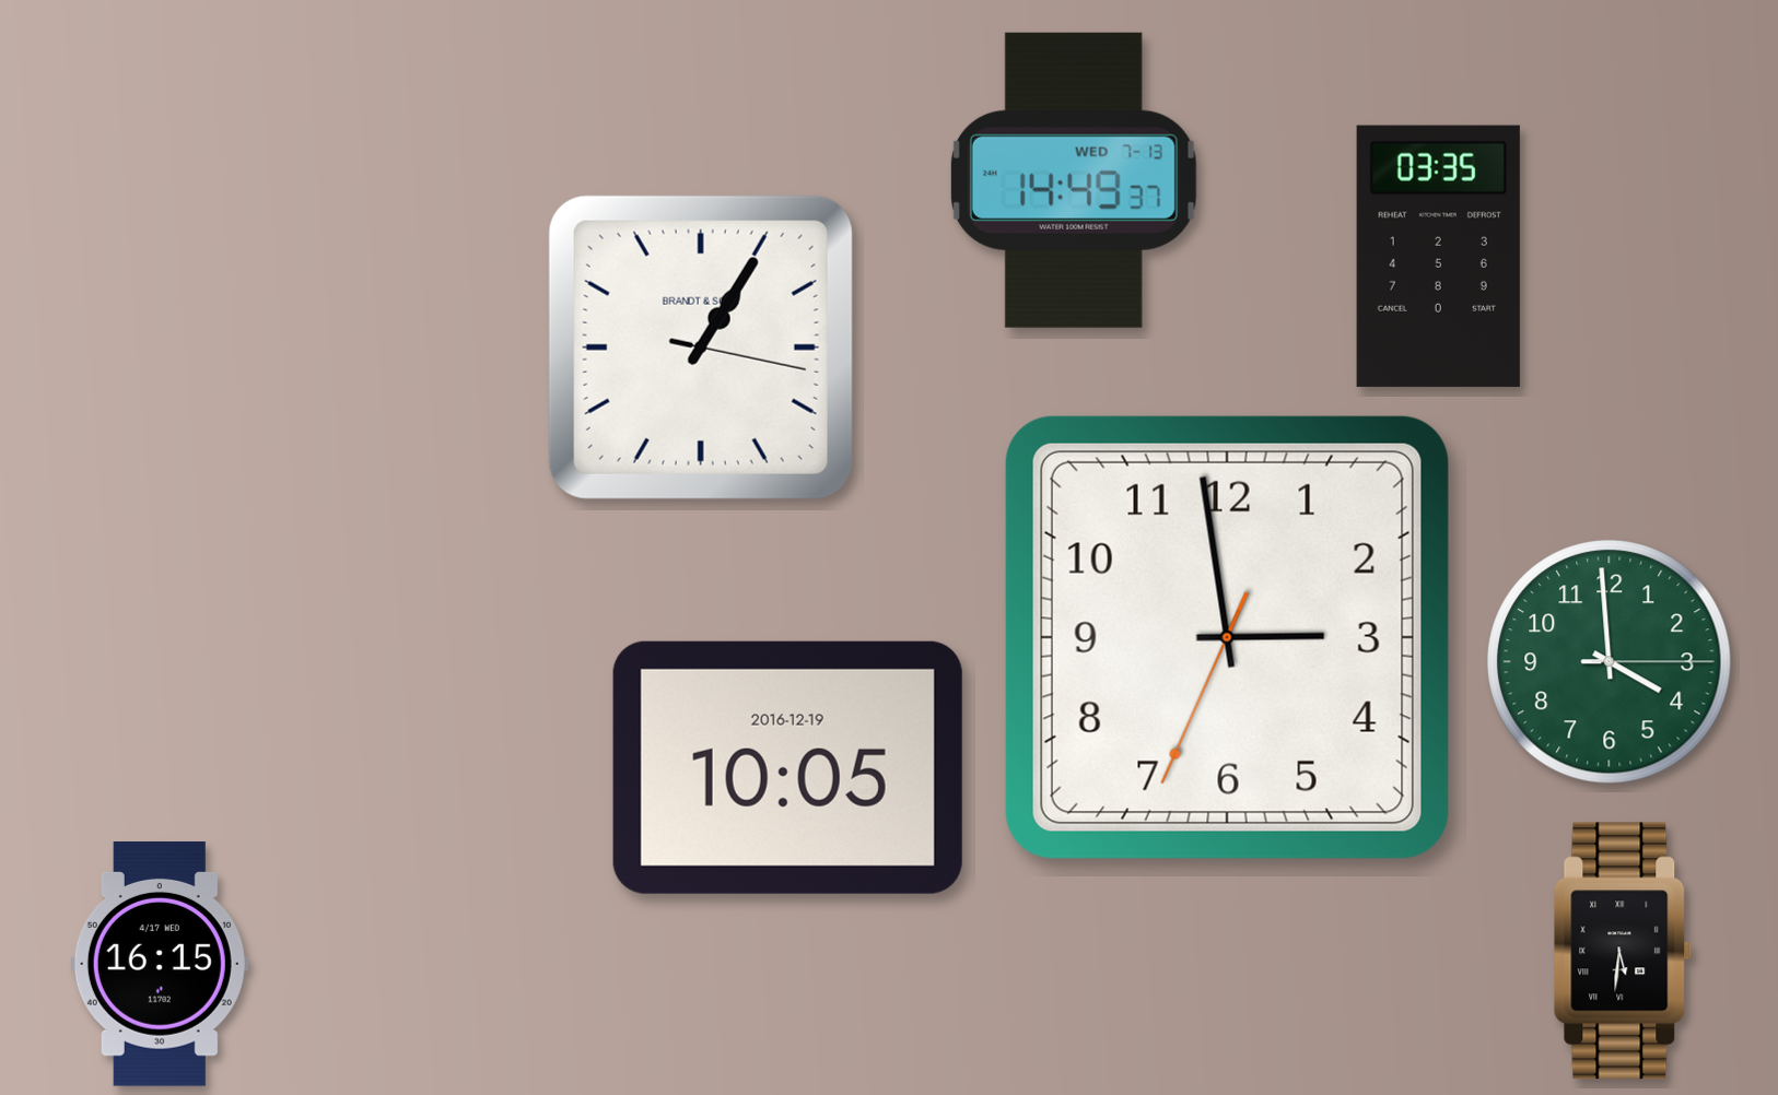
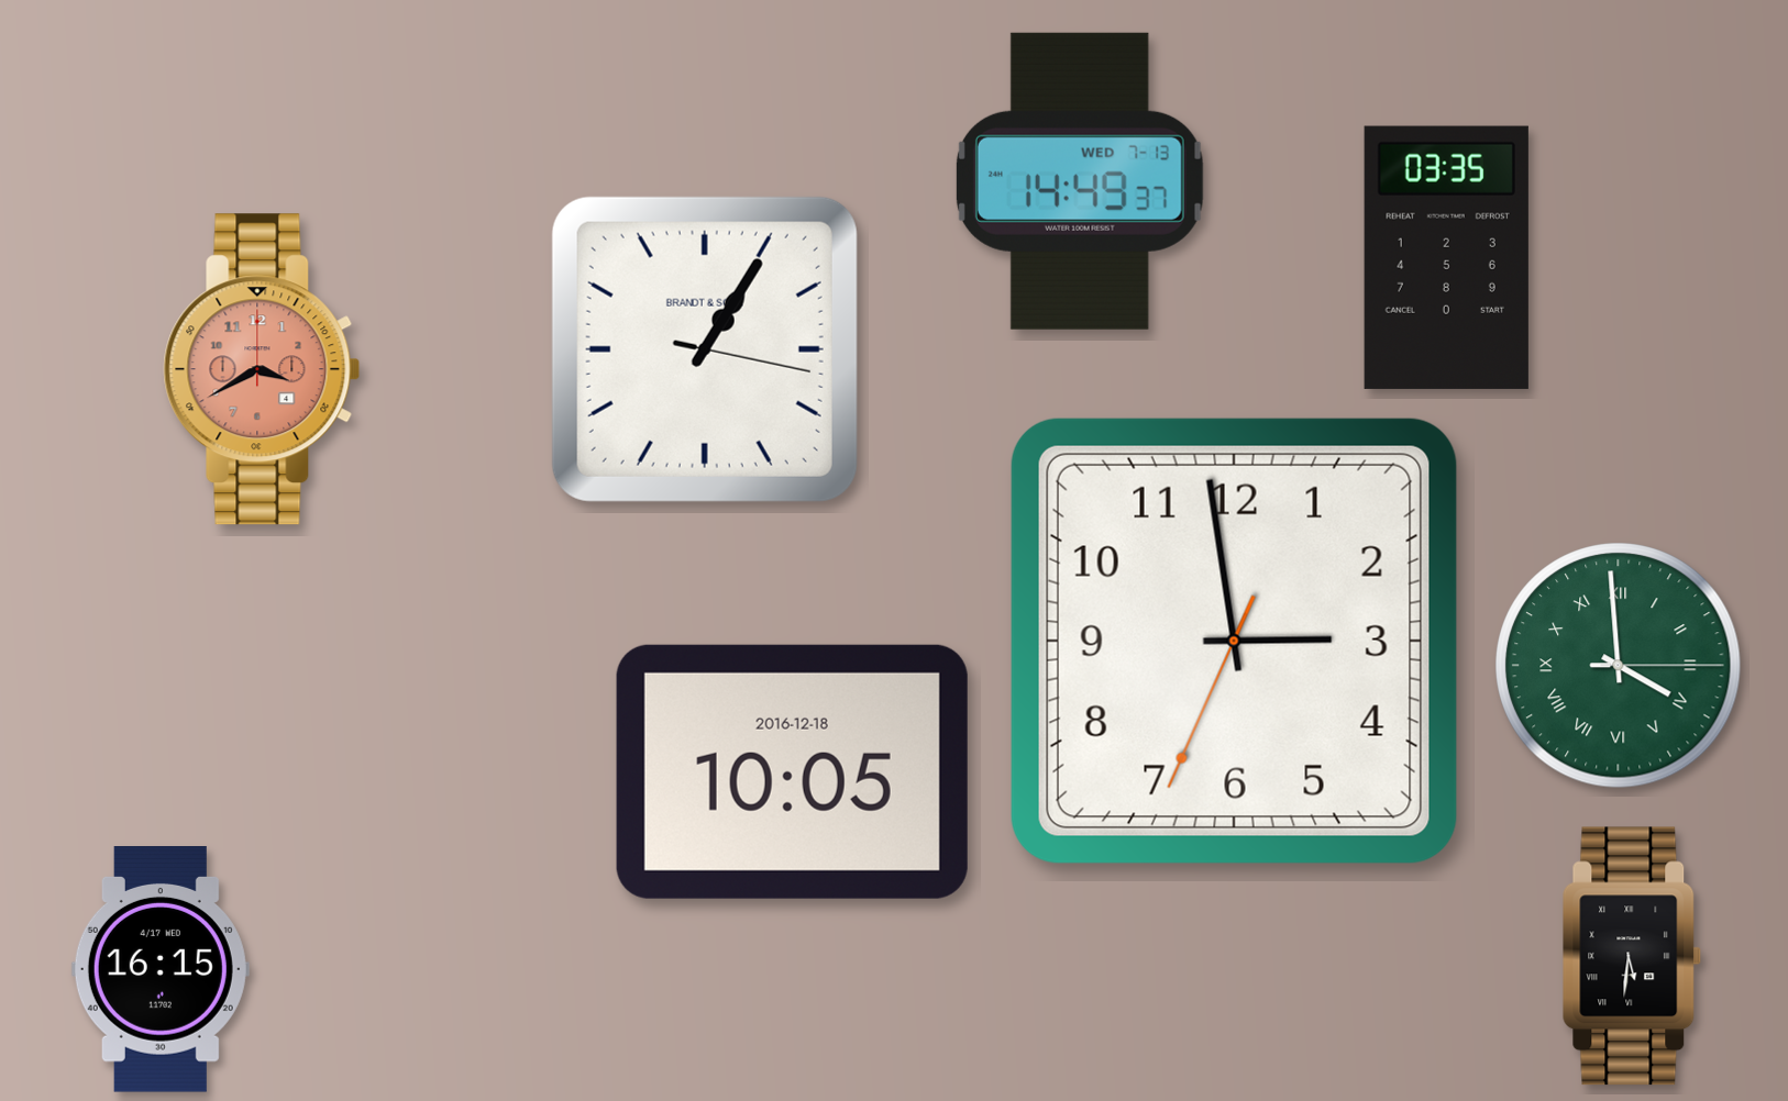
clock at (262, 369): none -> 3:40
clock at (1610, 662) numerals: Arabic -> Roman
clock at (787, 767) date: 2016-12-19 -> 2016-12-18
